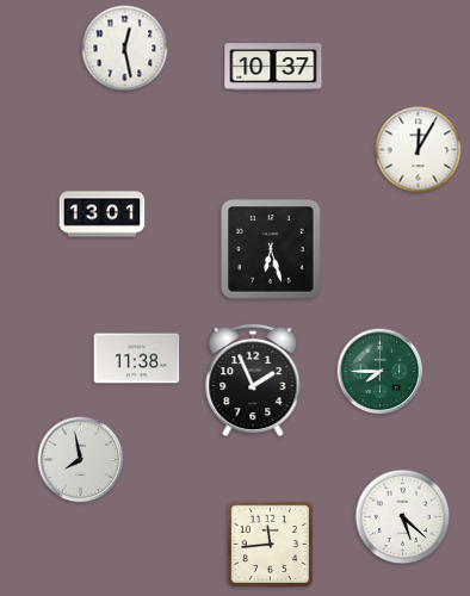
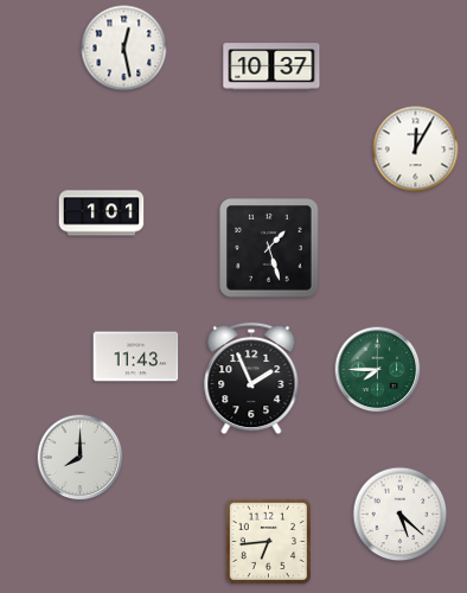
clock at (103, 215): 13:01 -> 1:01
clock at (271, 249): 6:27 -> 1:27
clock at (137, 359): 11:38 -> 11:43
clock at (81, 460): 7:58 -> 8:00
clock at (270, 544): 11:44 -> 6:44
